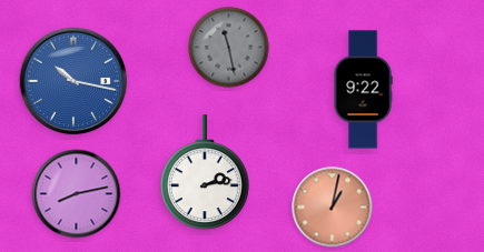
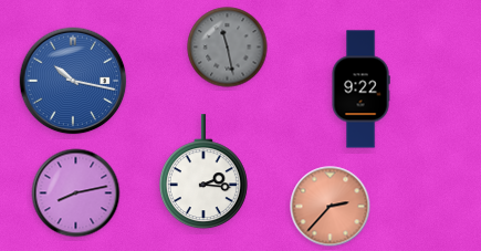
clock at (205, 173): 2:13 -> 2:16
clock at (333, 208): 1:02 -> 2:37
